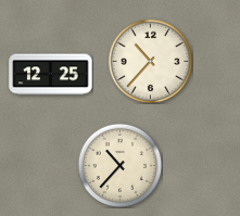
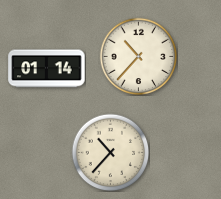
clock at (51, 75): 12:25 -> 01:14
